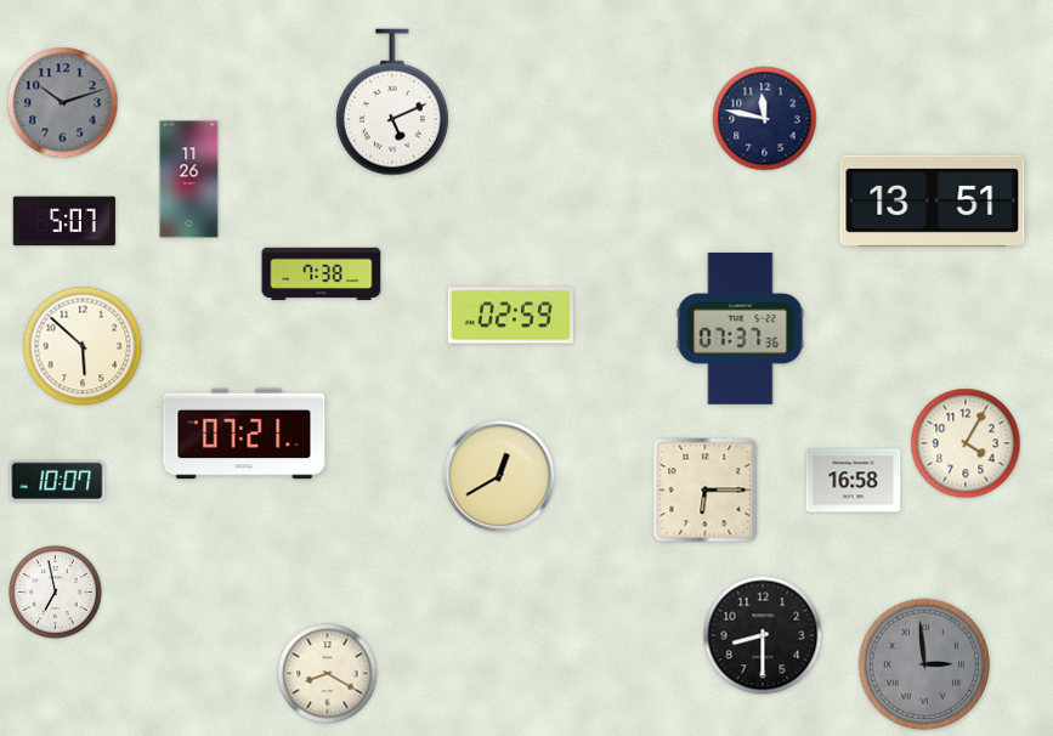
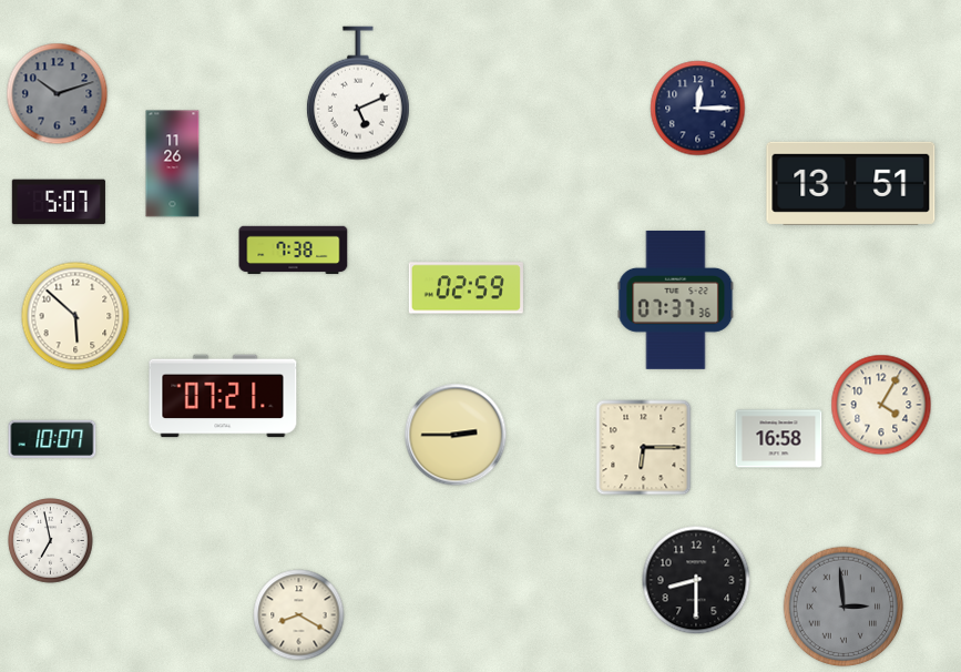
clock at (765, 119): 11:47 -> 12:15
clock at (499, 476): 12:40 -> 2:45
